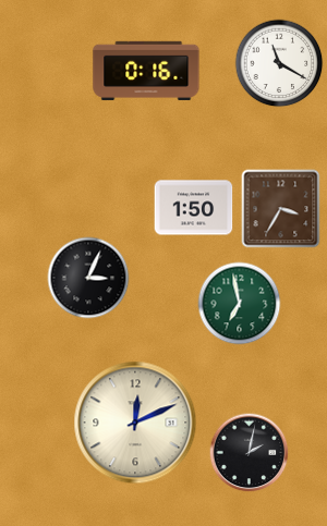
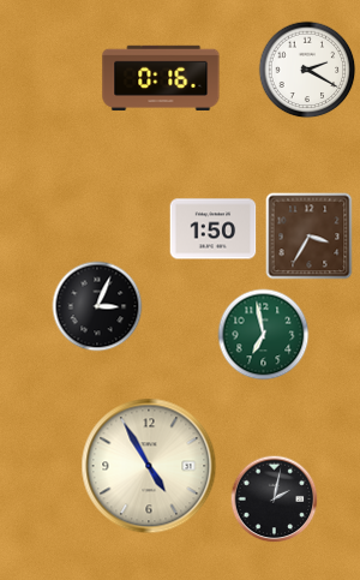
clock at (279, 63): 11:20 -> 2:20
clock at (281, 209) position: (281, 209) -> (310, 237)
clock at (135, 423): 12:11 -> 4:55
